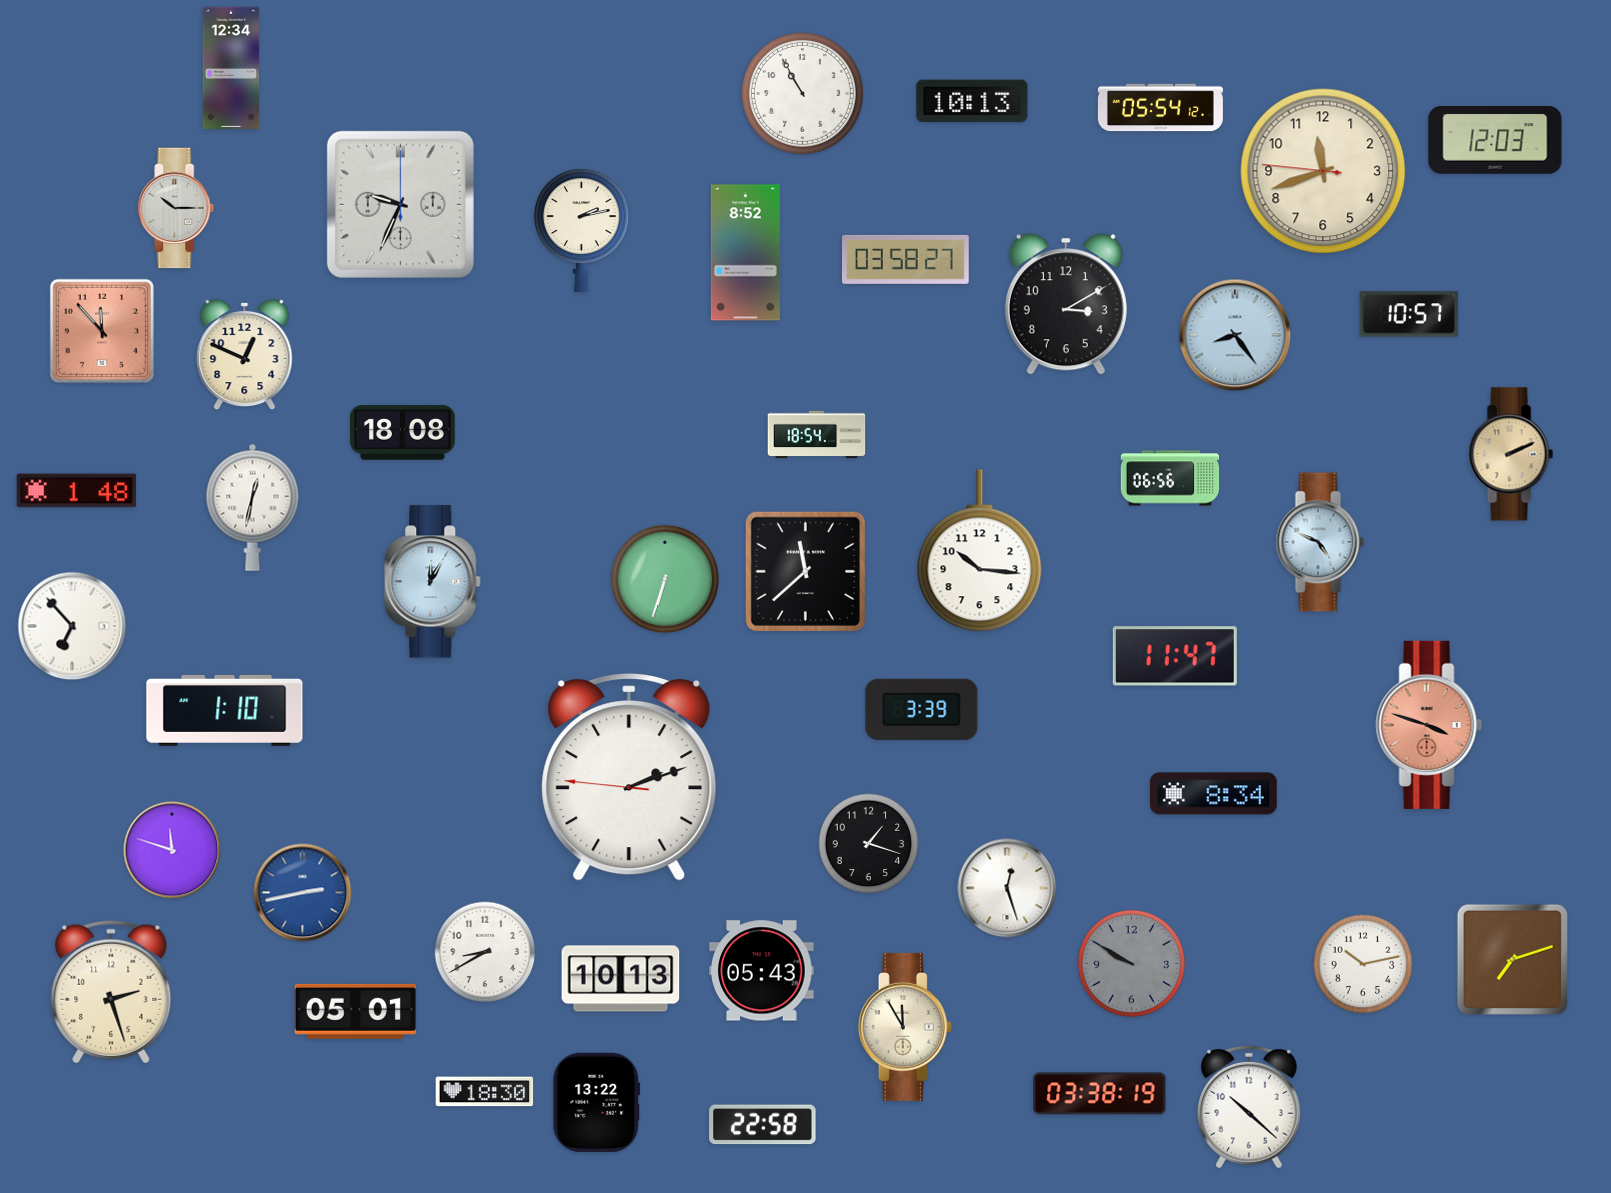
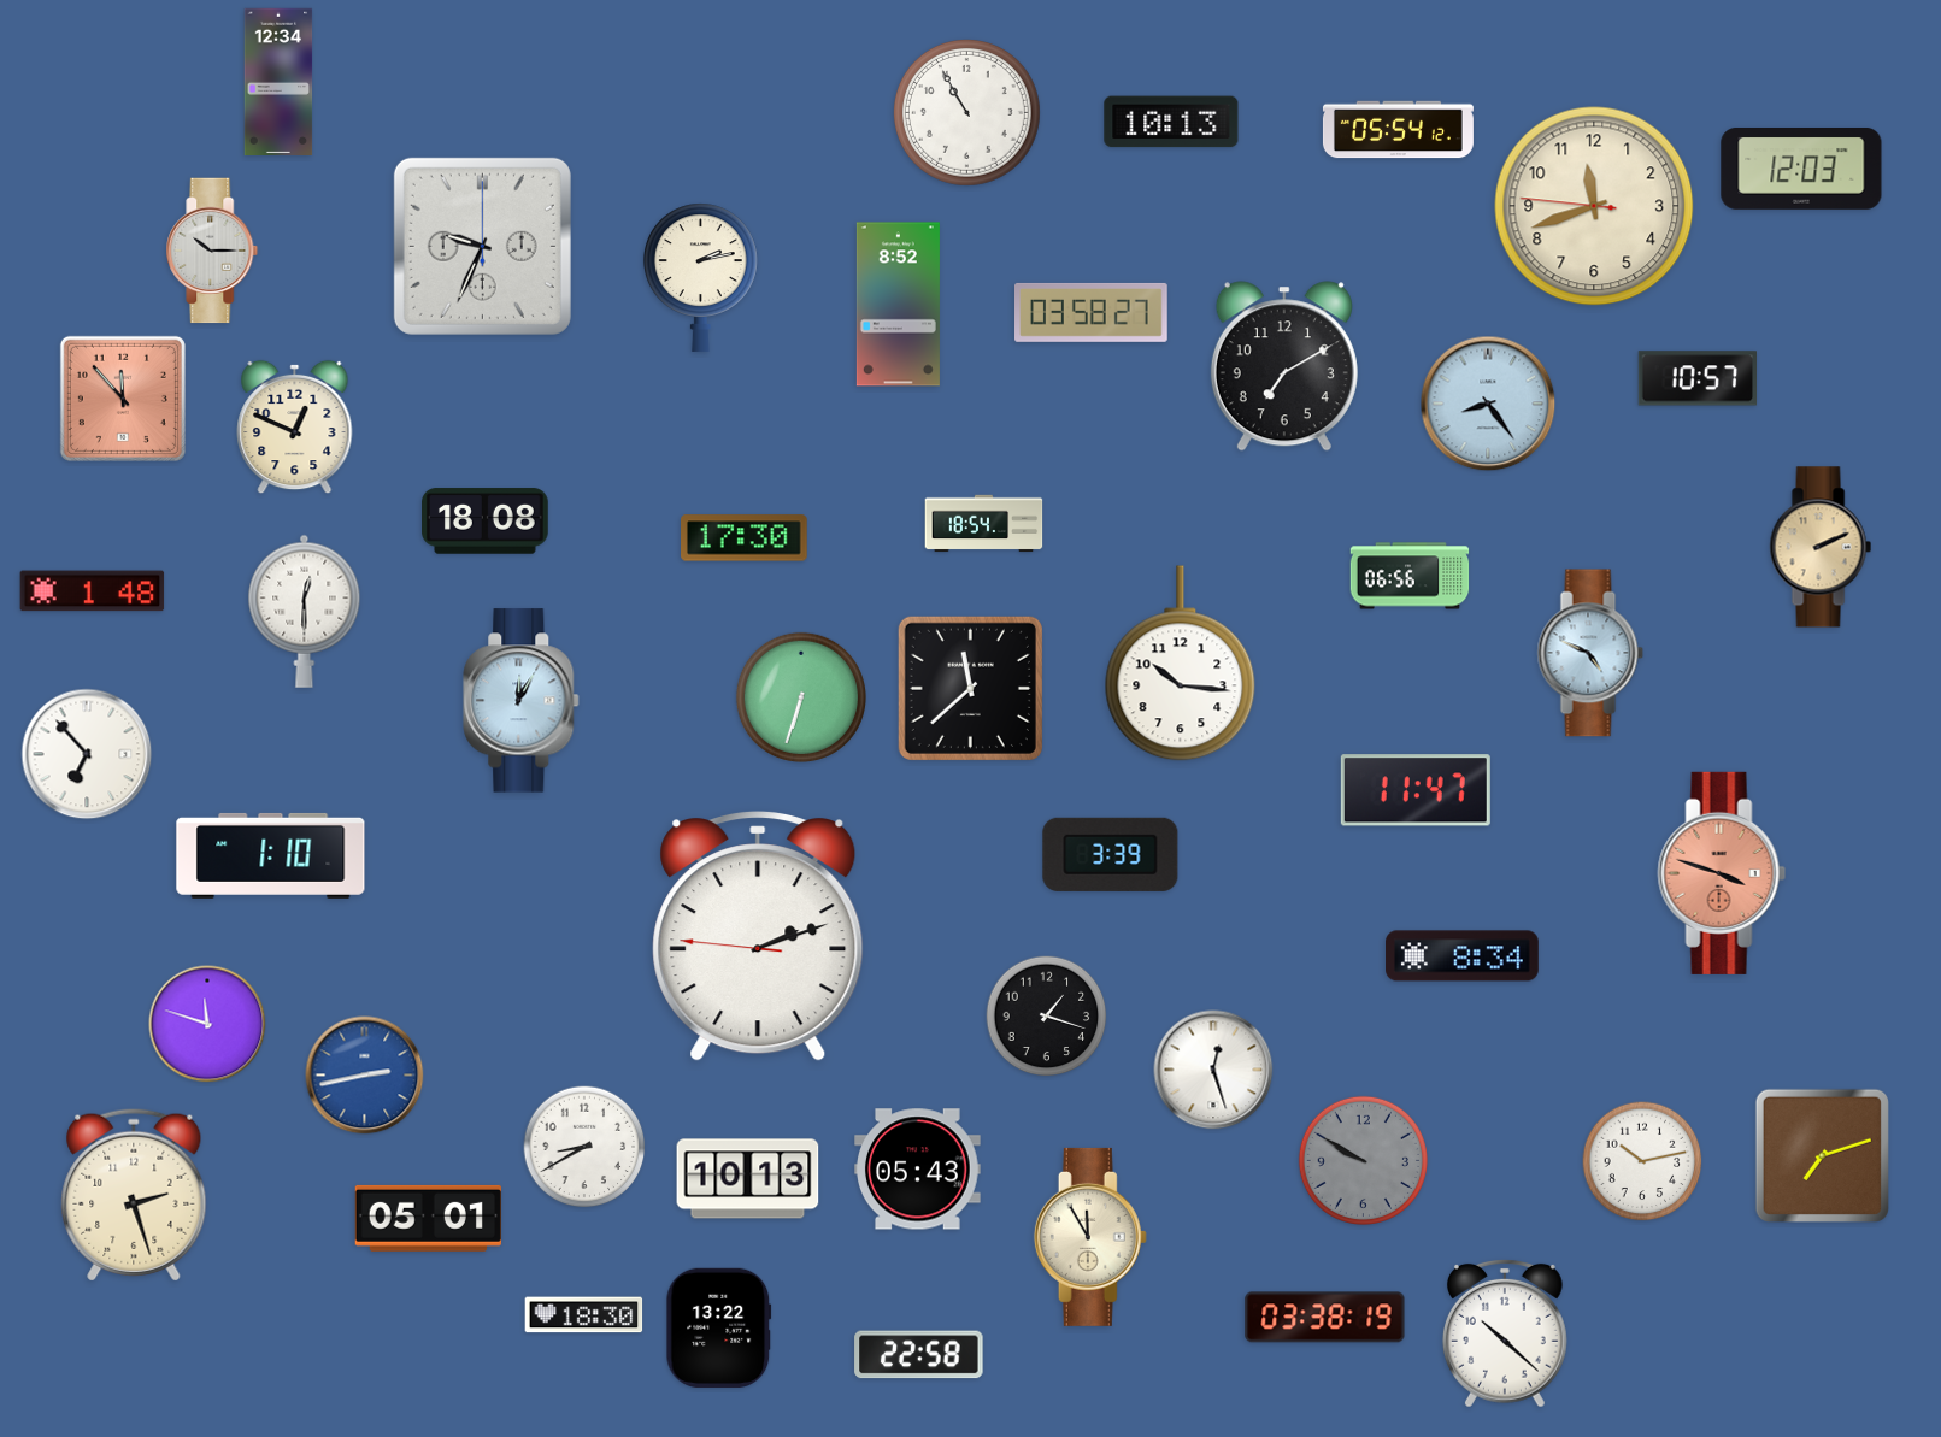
clock at (1066, 304): 3:10 -> 7:10
clock at (745, 538): none -> 17:30
clock at (253, 507): 12:32 -> 12:30
